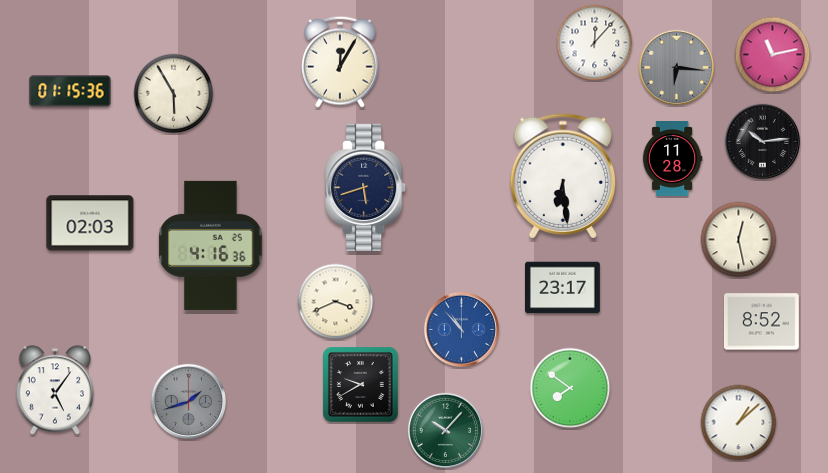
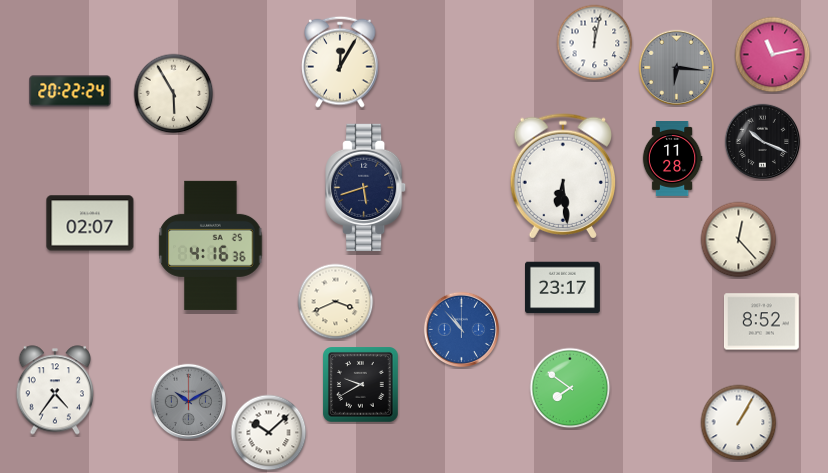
clock at (595, 43): 12:07 -> 12:02
clock at (70, 91): 01:15 -> 20:22
clock at (762, 141): 10:14 -> 10:19
clock at (90, 223): 02:03 -> 02:07
clock at (739, 240): 12:28 -> 12:23
clock at (55, 390): 5:06 -> 4:36
clock at (188, 401): 1:42 -> 10:10
clock at (739, 423): 1:08 -> 1:05
clock at (445, 430): 10:07 -> none
clock at (269, 433): none -> 10:08
